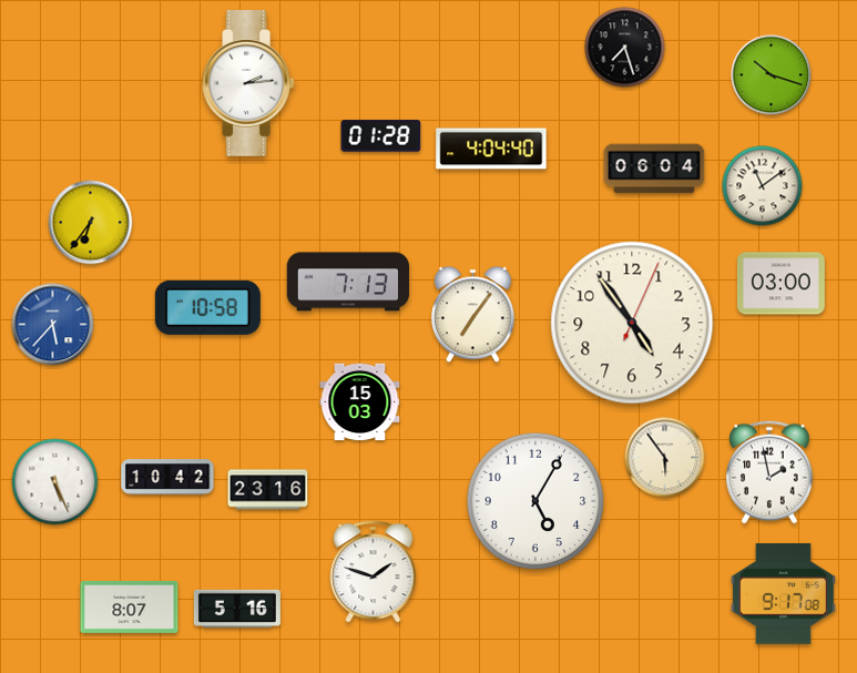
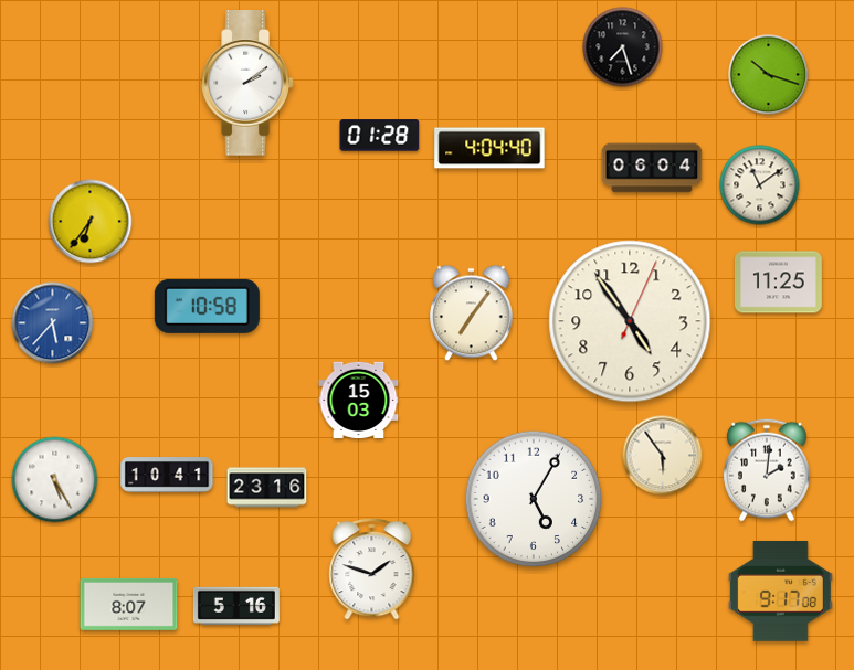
clock at (248, 84): 2:14 -> 2:09
clock at (347, 282): 7:13 -> none
clock at (781, 284): 03:00 -> 11:25
clock at (769, 472): 1:58 -> 2:01
clock at (167, 477): 10:42 -> 10:41
clock at (55, 482): 5:26 -> 5:25
